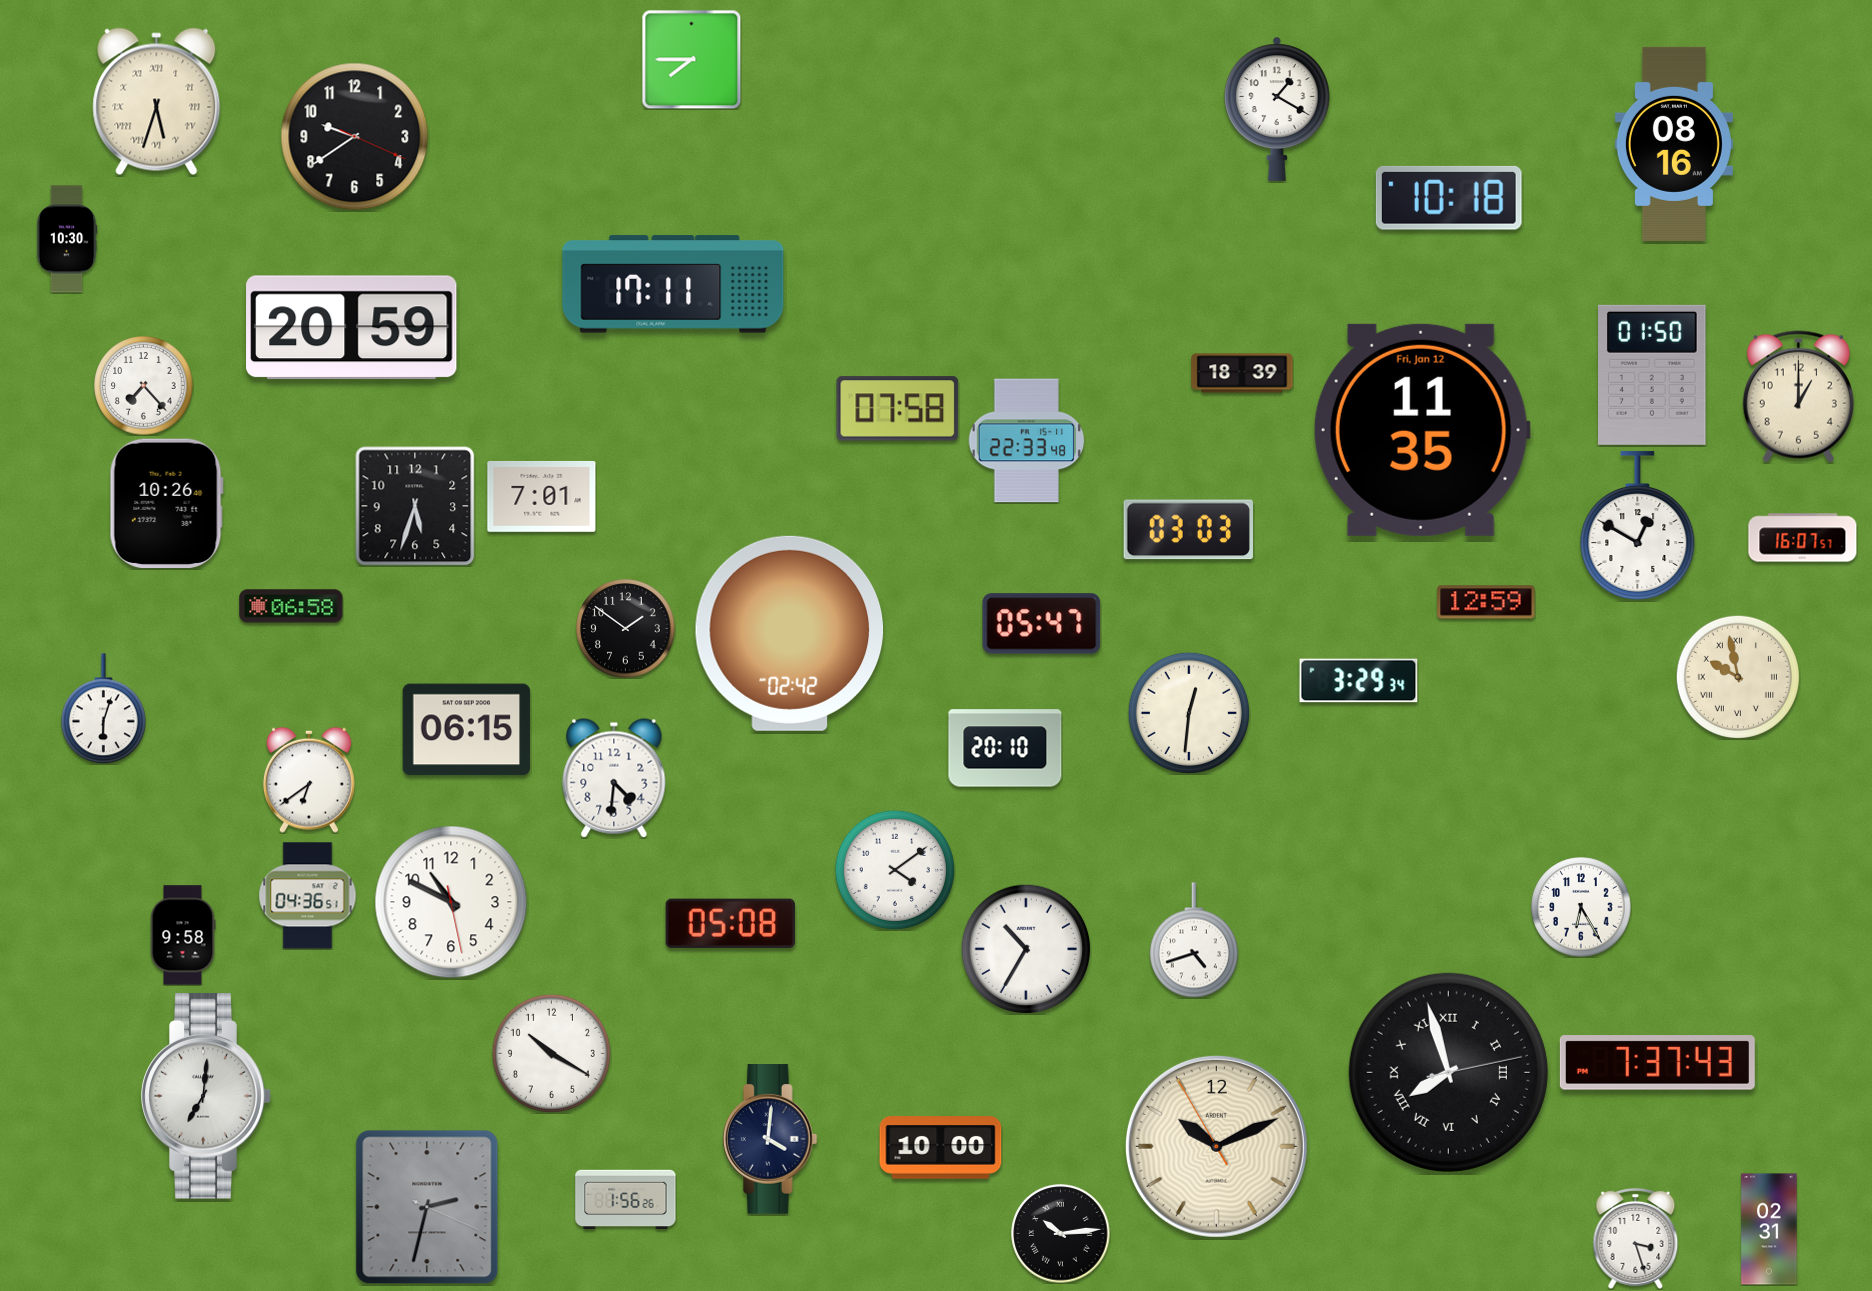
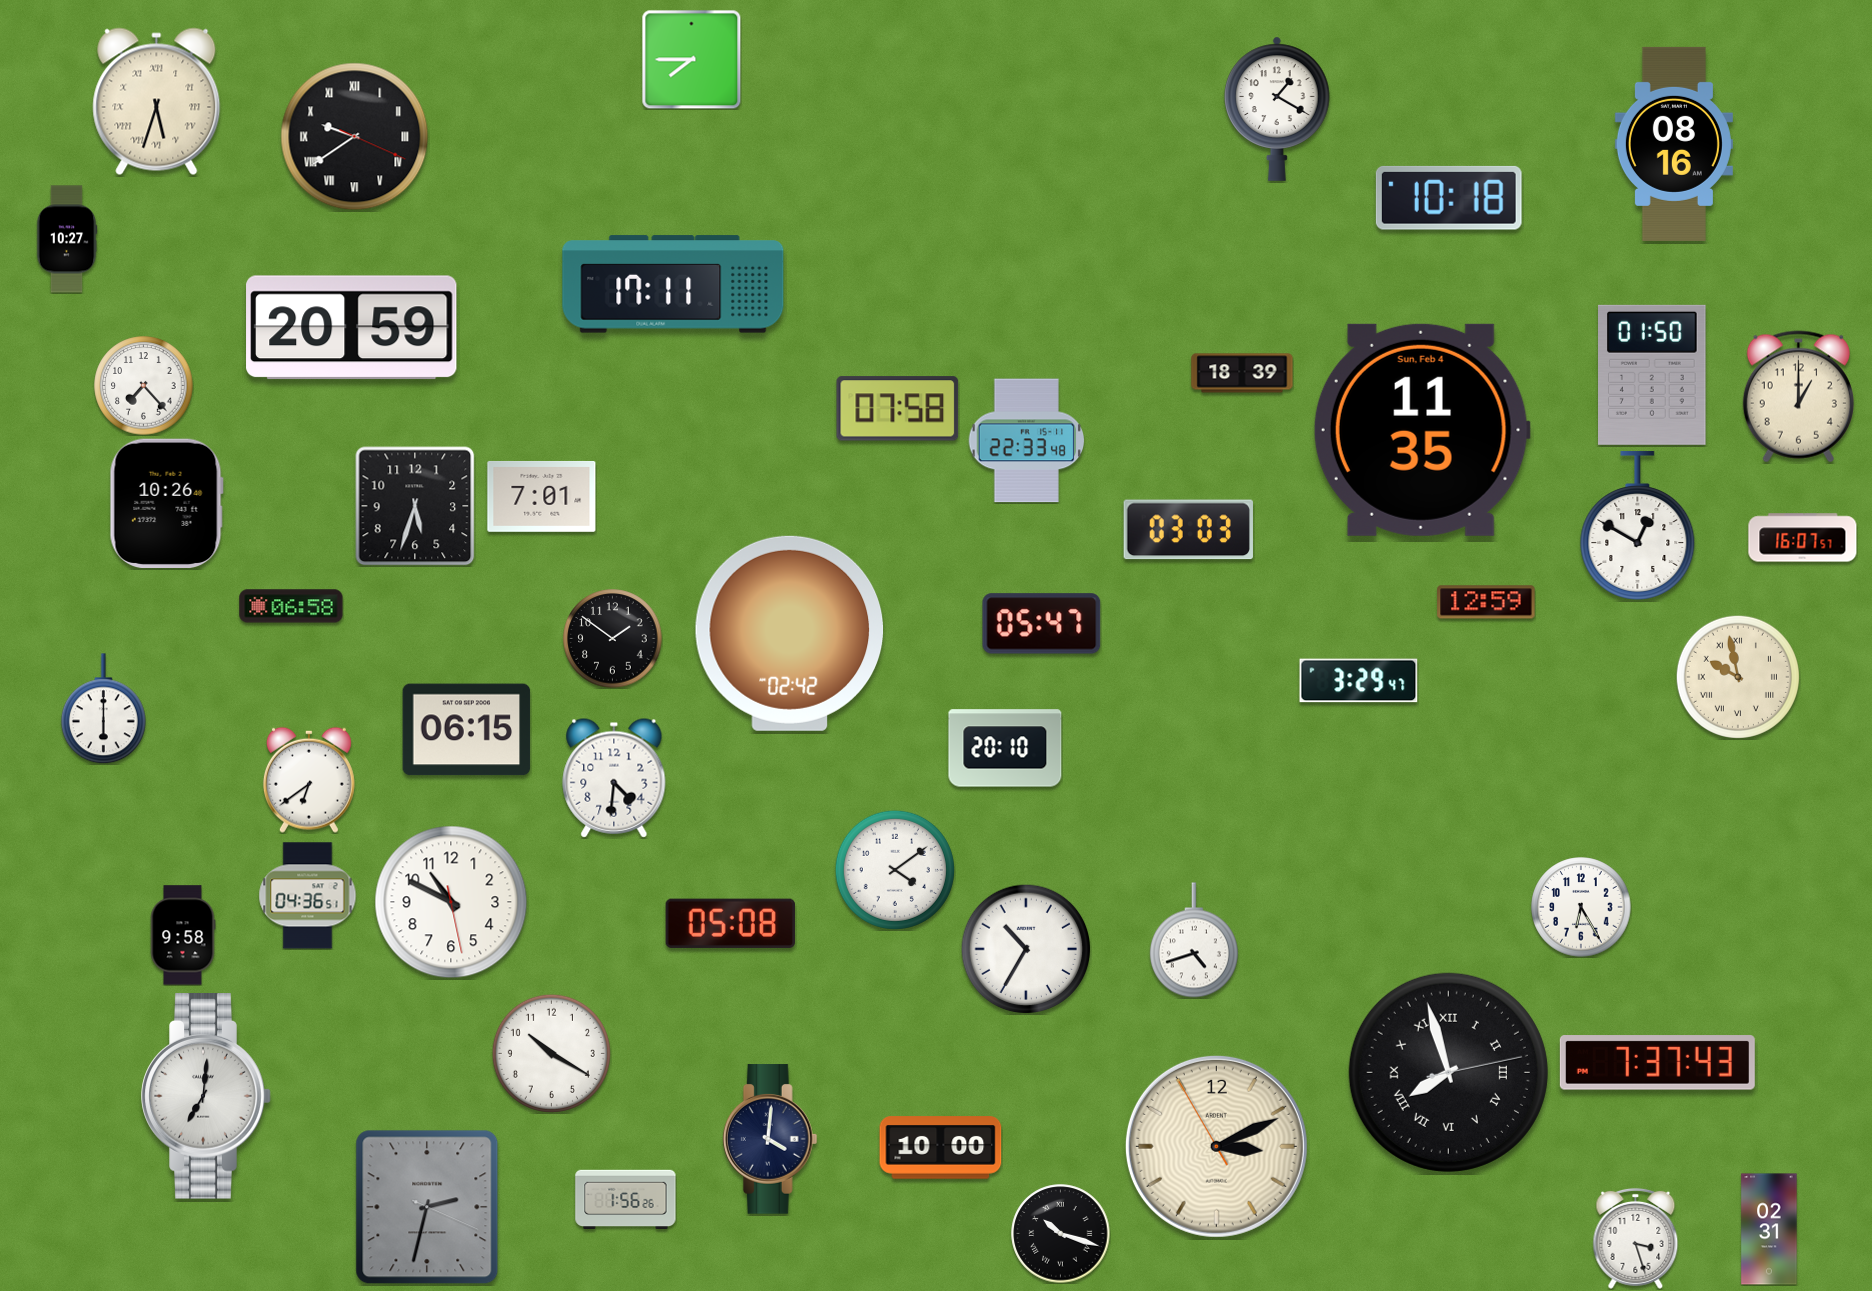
clock at (355, 137) numerals: Arabic -> Roman
clock at (67, 239): 10:30 -> 10:27
clock at (1422, 430) date: Fri, Jan 12 -> Sun, Feb 4
clock at (626, 629) position: (626, 629) -> (613, 639)
clock at (1359, 681): 3:29:34 -> 3:29:47
clock at (103, 709): 6:03 -> 6:00
clock at (1189, 713): 12:31 -> none
clock at (1216, 1146): 10:10 -> 3:10
clock at (1061, 1234): 10:14 -> 10:18
